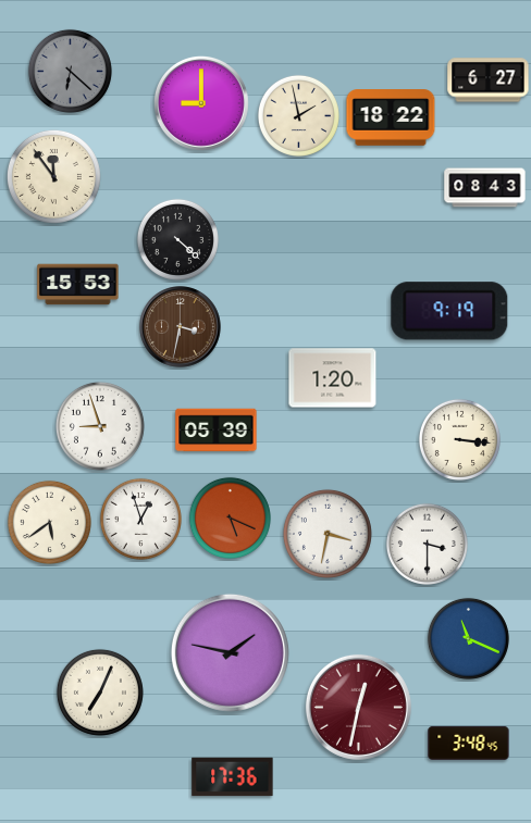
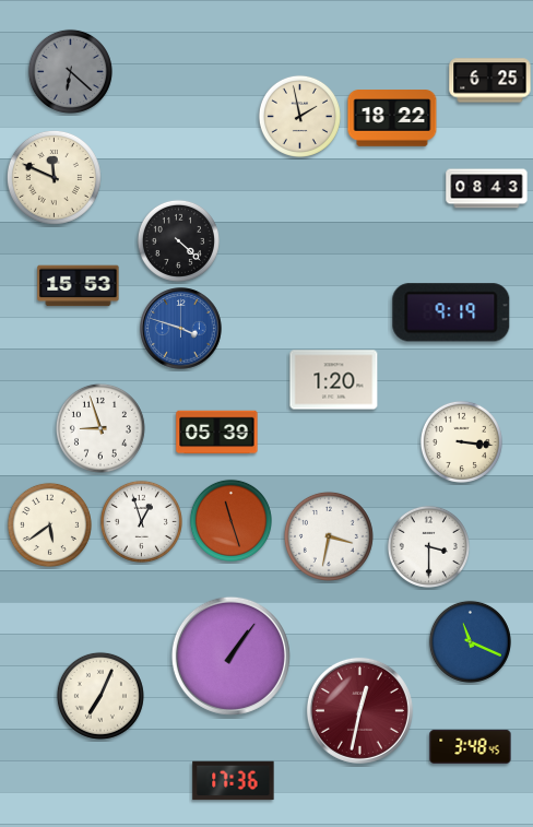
clock at (489, 80): 6:27 -> 6:25
clock at (201, 103): 9:00 -> none
clock at (53, 176): 11:54 -> 11:49
clock at (181, 327): 3:32 -> 3:48
clock at (181, 327) dial: brown -> blue
clock at (230, 518): 5:19 -> 11:27
clock at (230, 652): 1:47 -> 1:06
